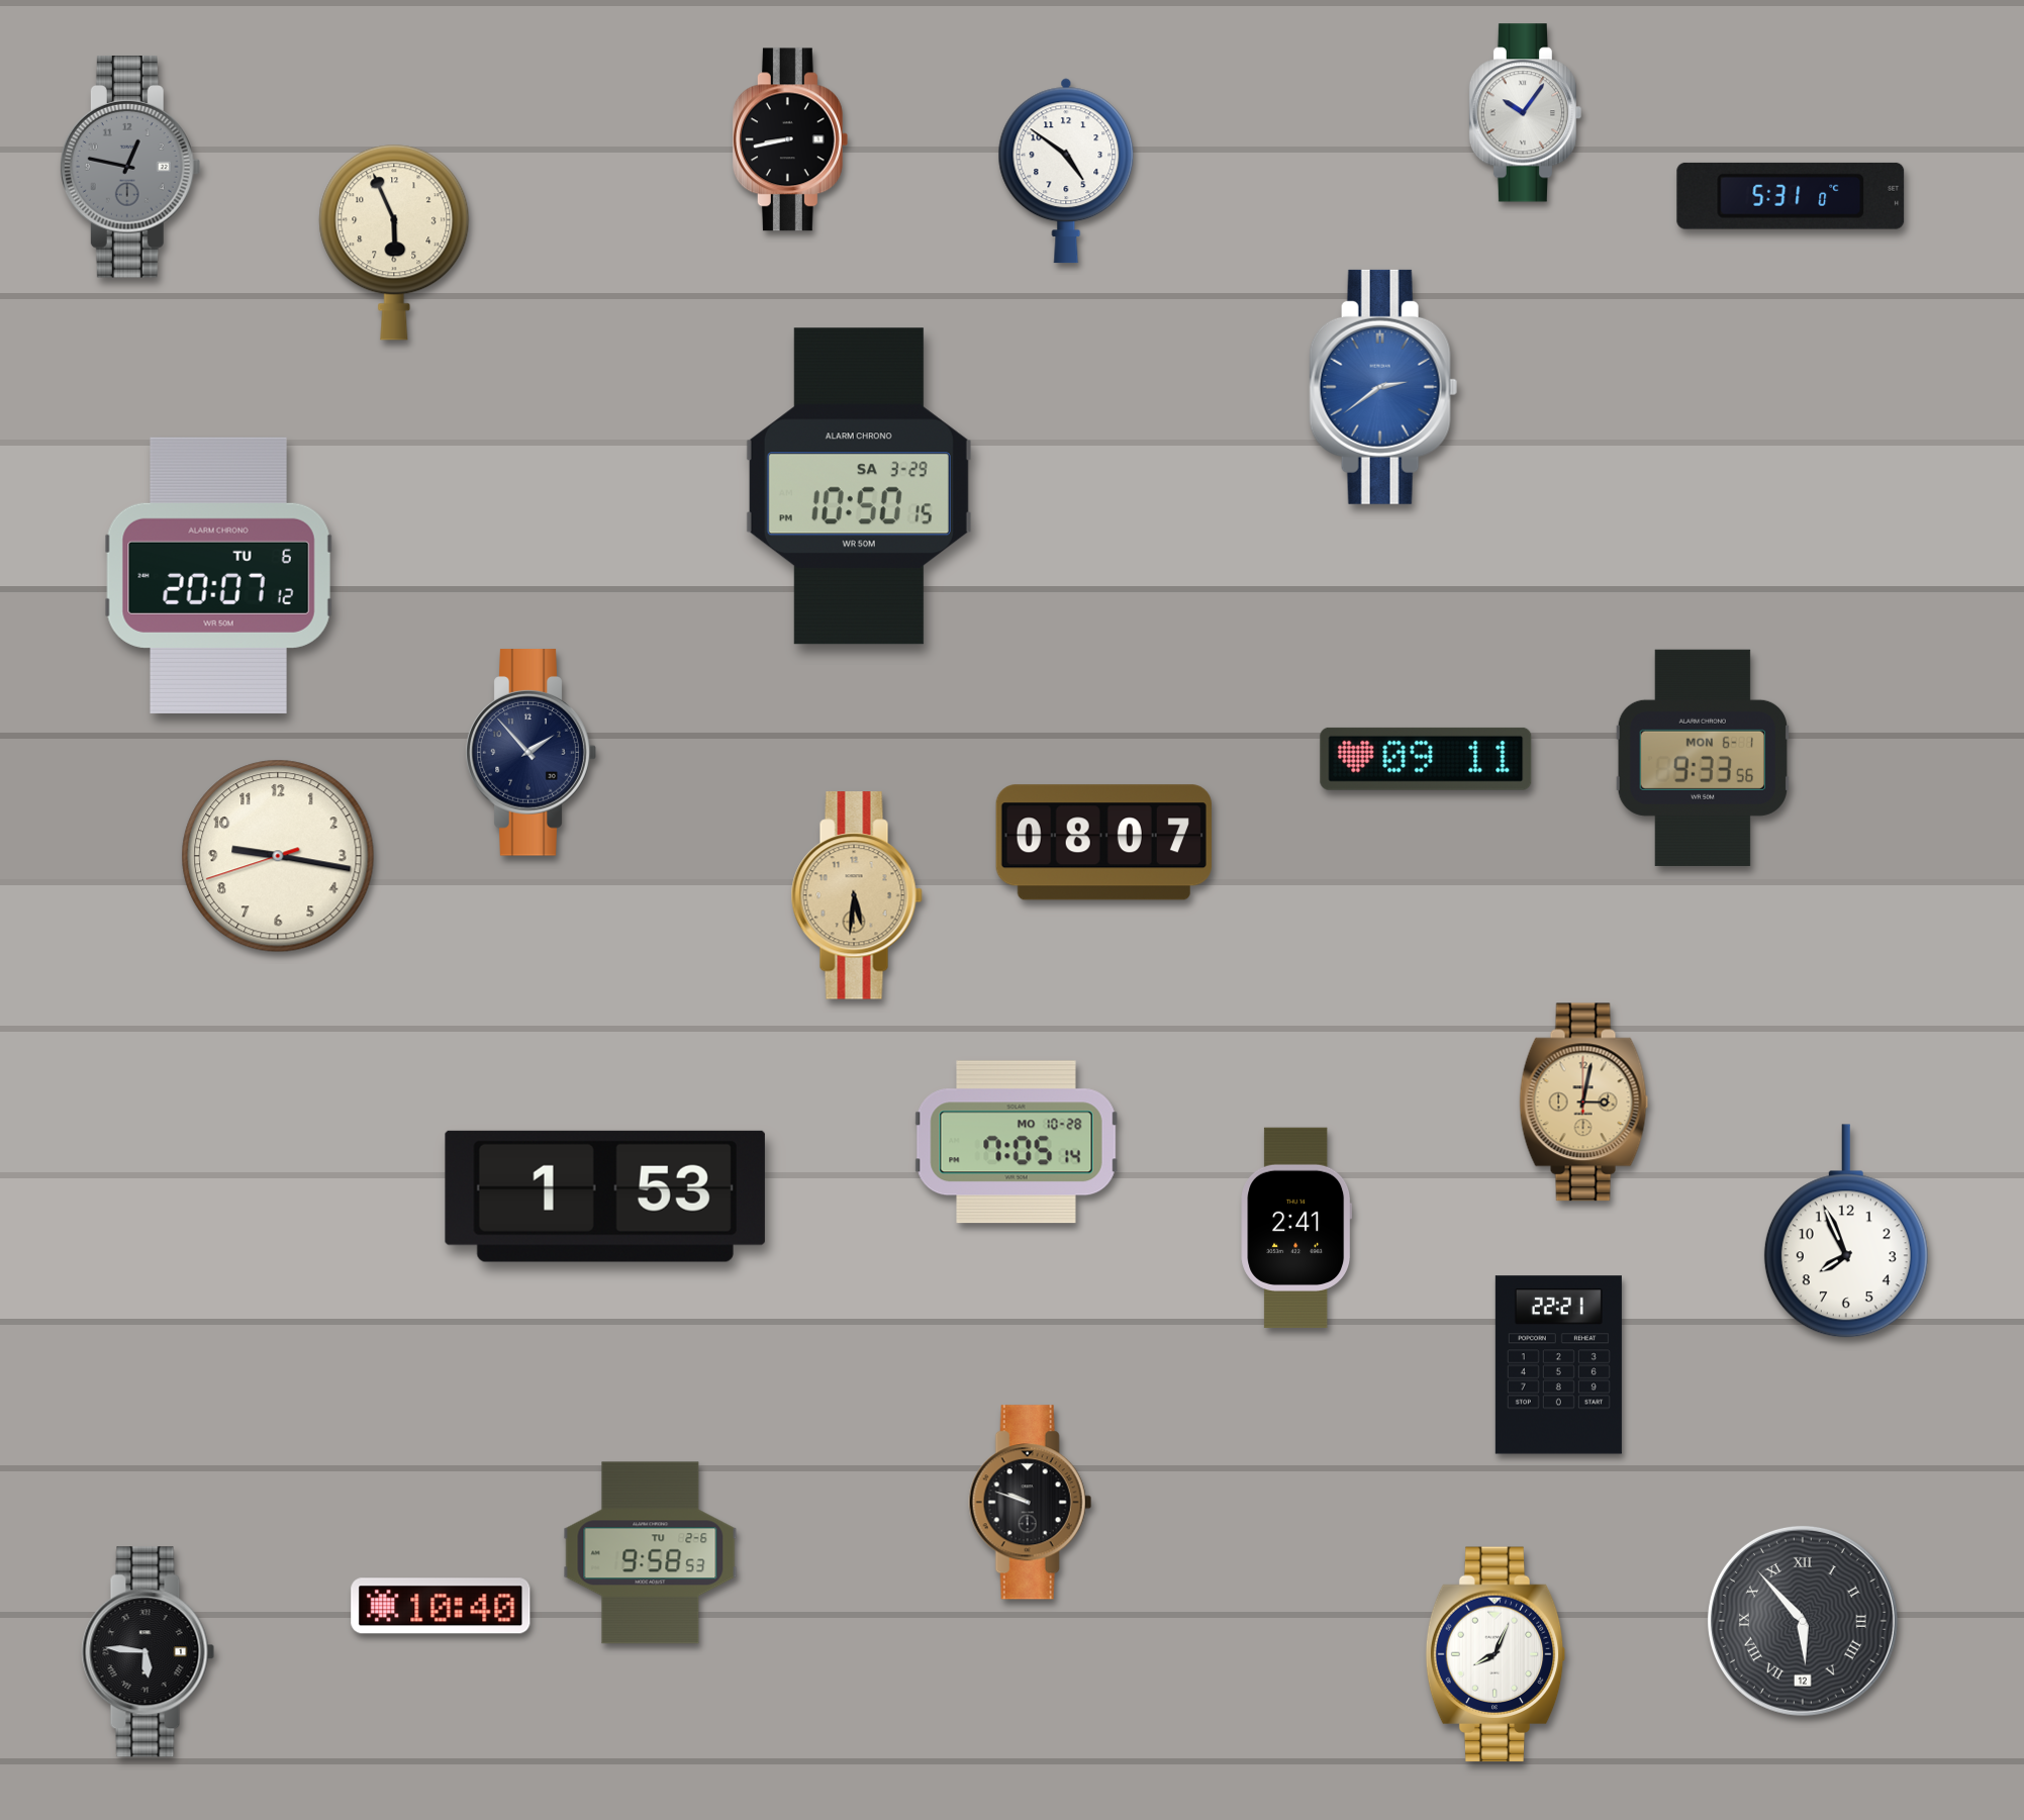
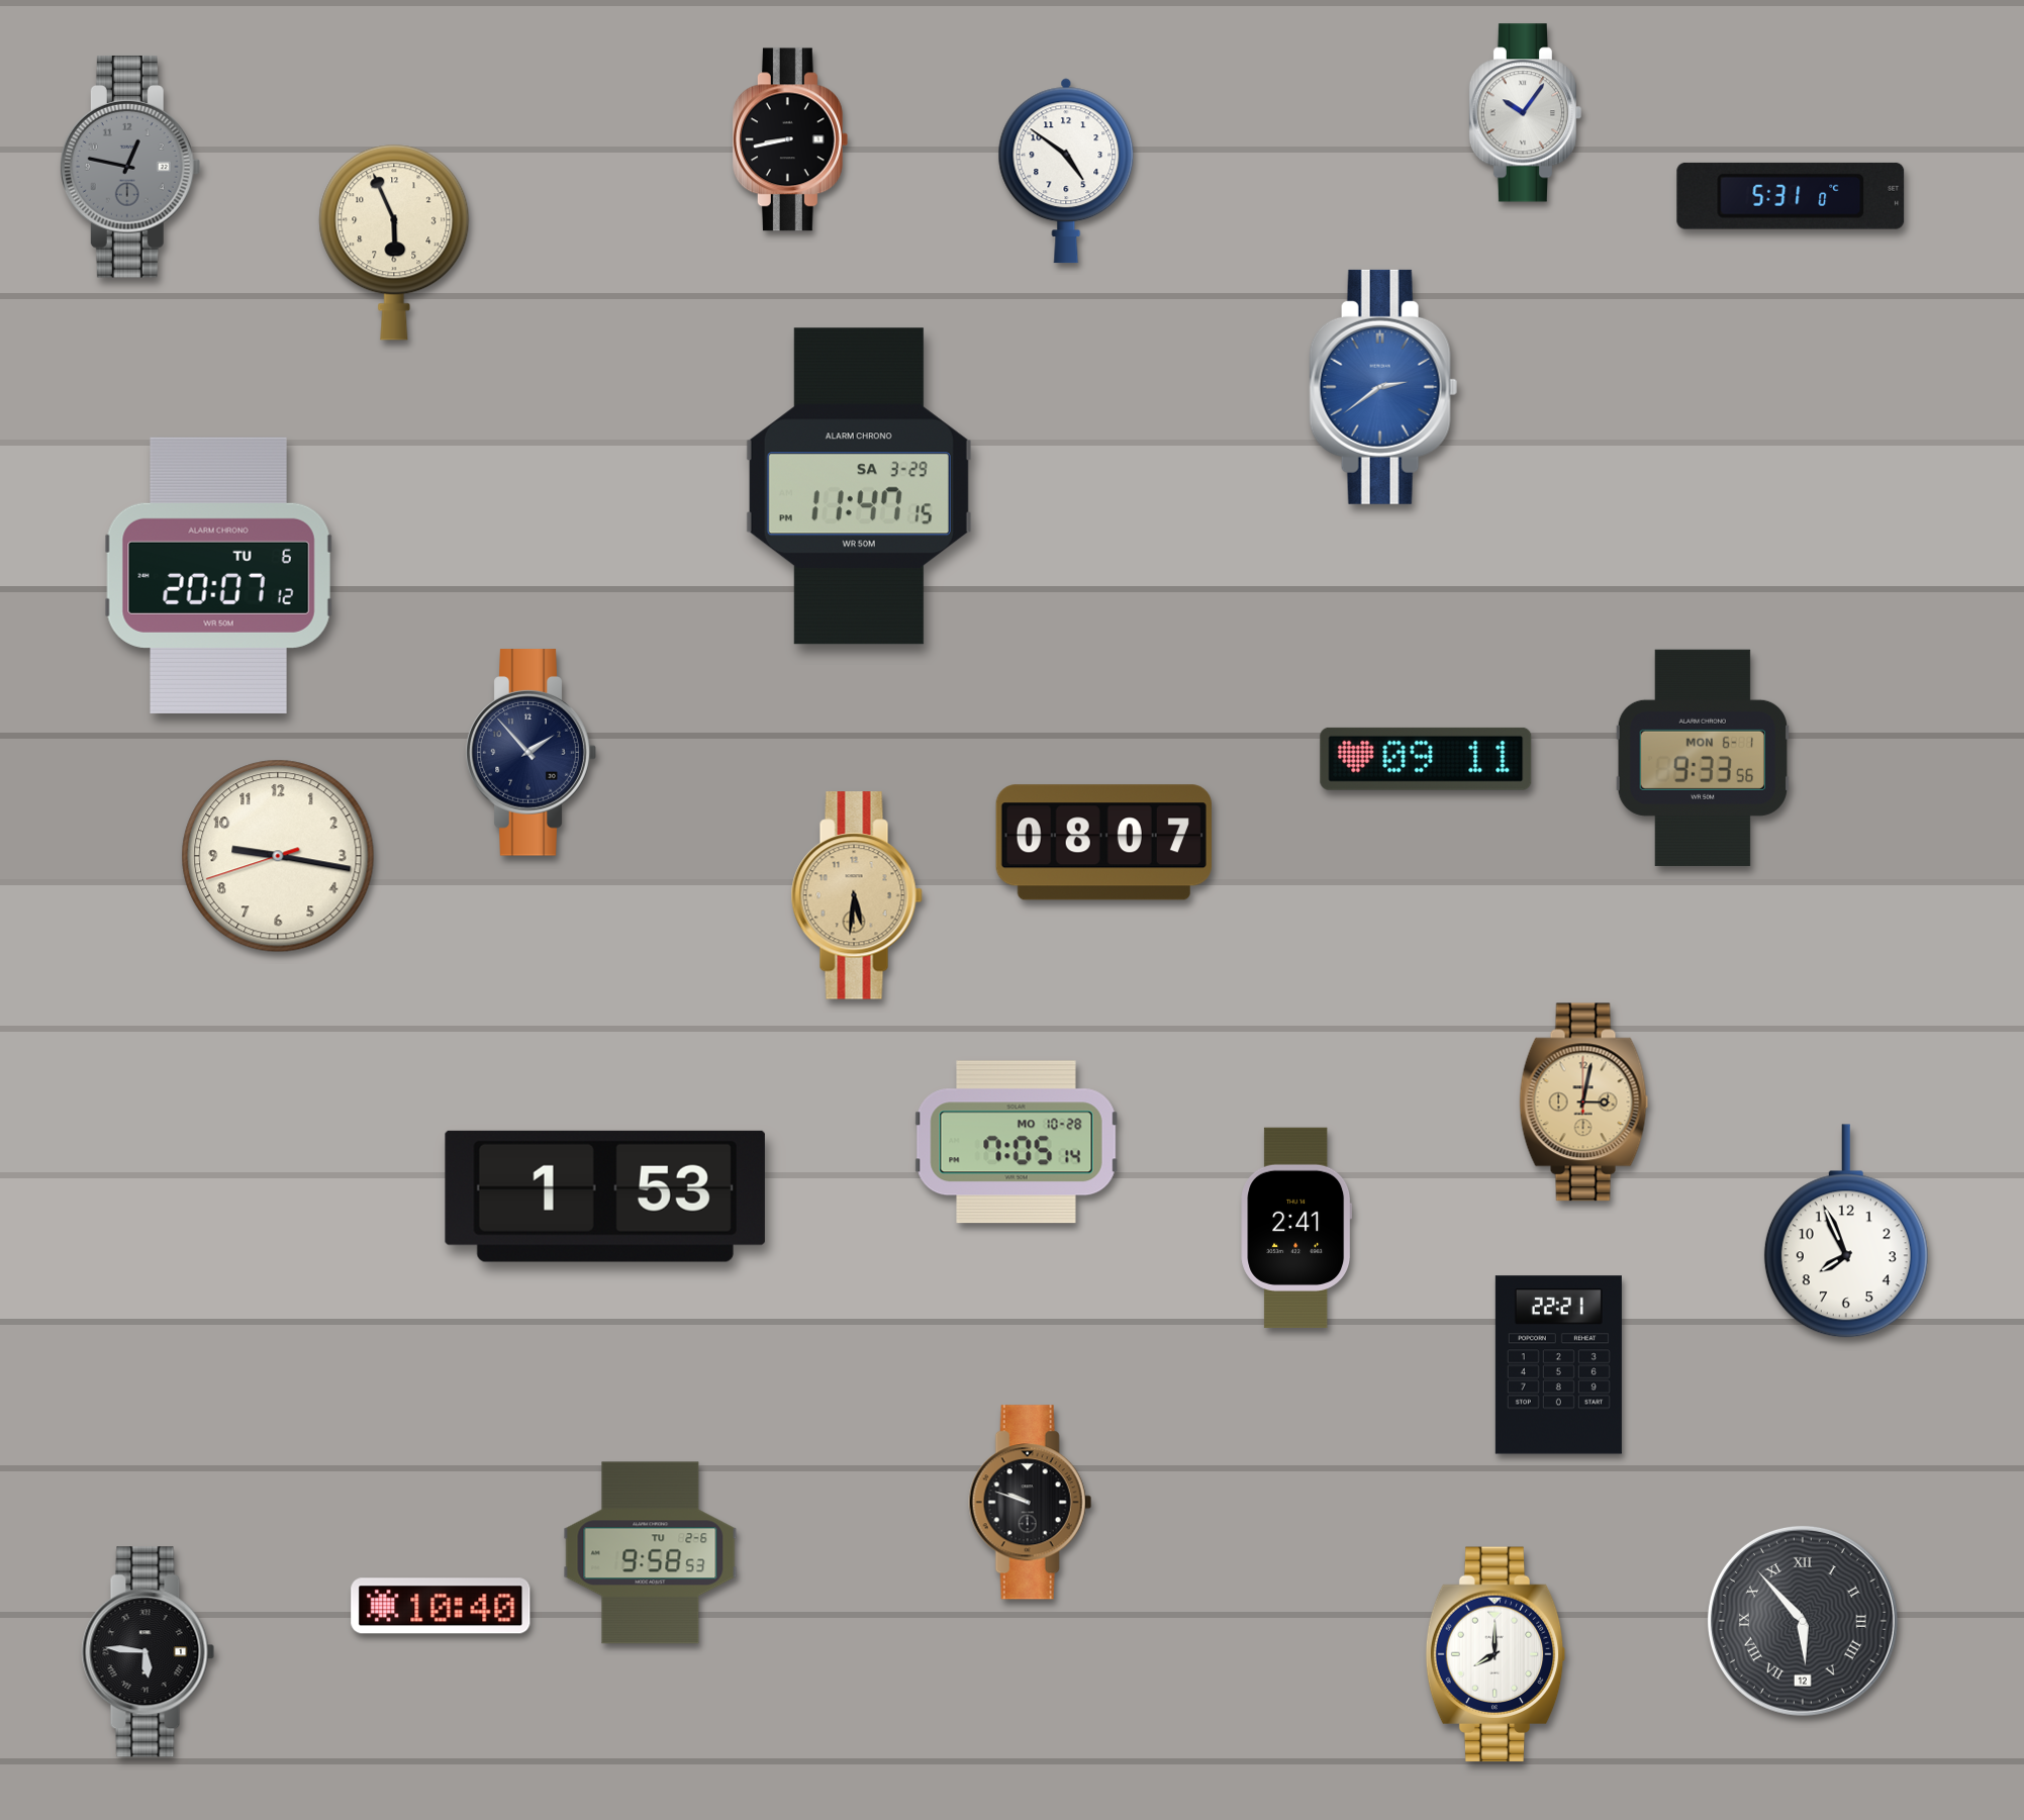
clock at (859, 486): 10:50 -> 11:47
clock at (1496, 1654): 8:04 -> 8:00
